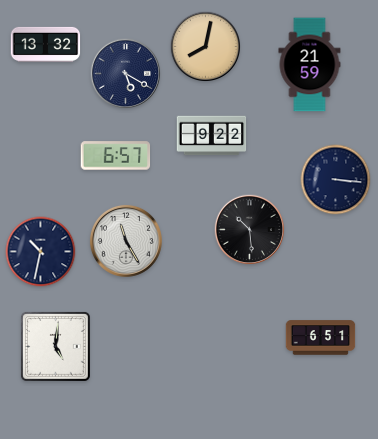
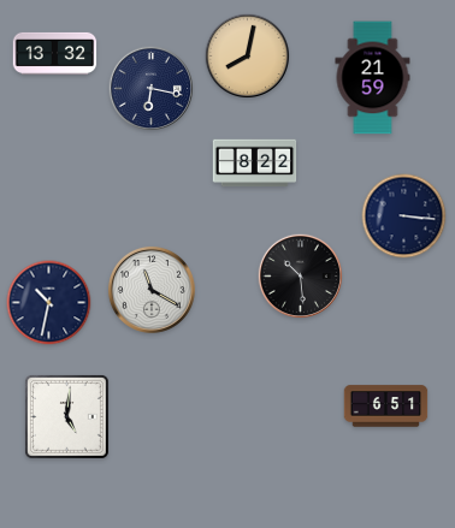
clock at (125, 73): 5:20 -> 6:17
clock at (212, 136): 9:22 -> 8:22
clock at (116, 156): 6:57 -> none
clock at (126, 241): 11:25 -> 11:20
